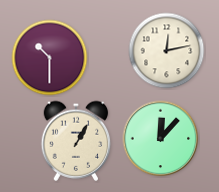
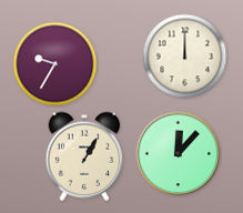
clock at (167, 51): 12:13 -> 12:00
clock at (50, 58): 10:30 -> 9:35
